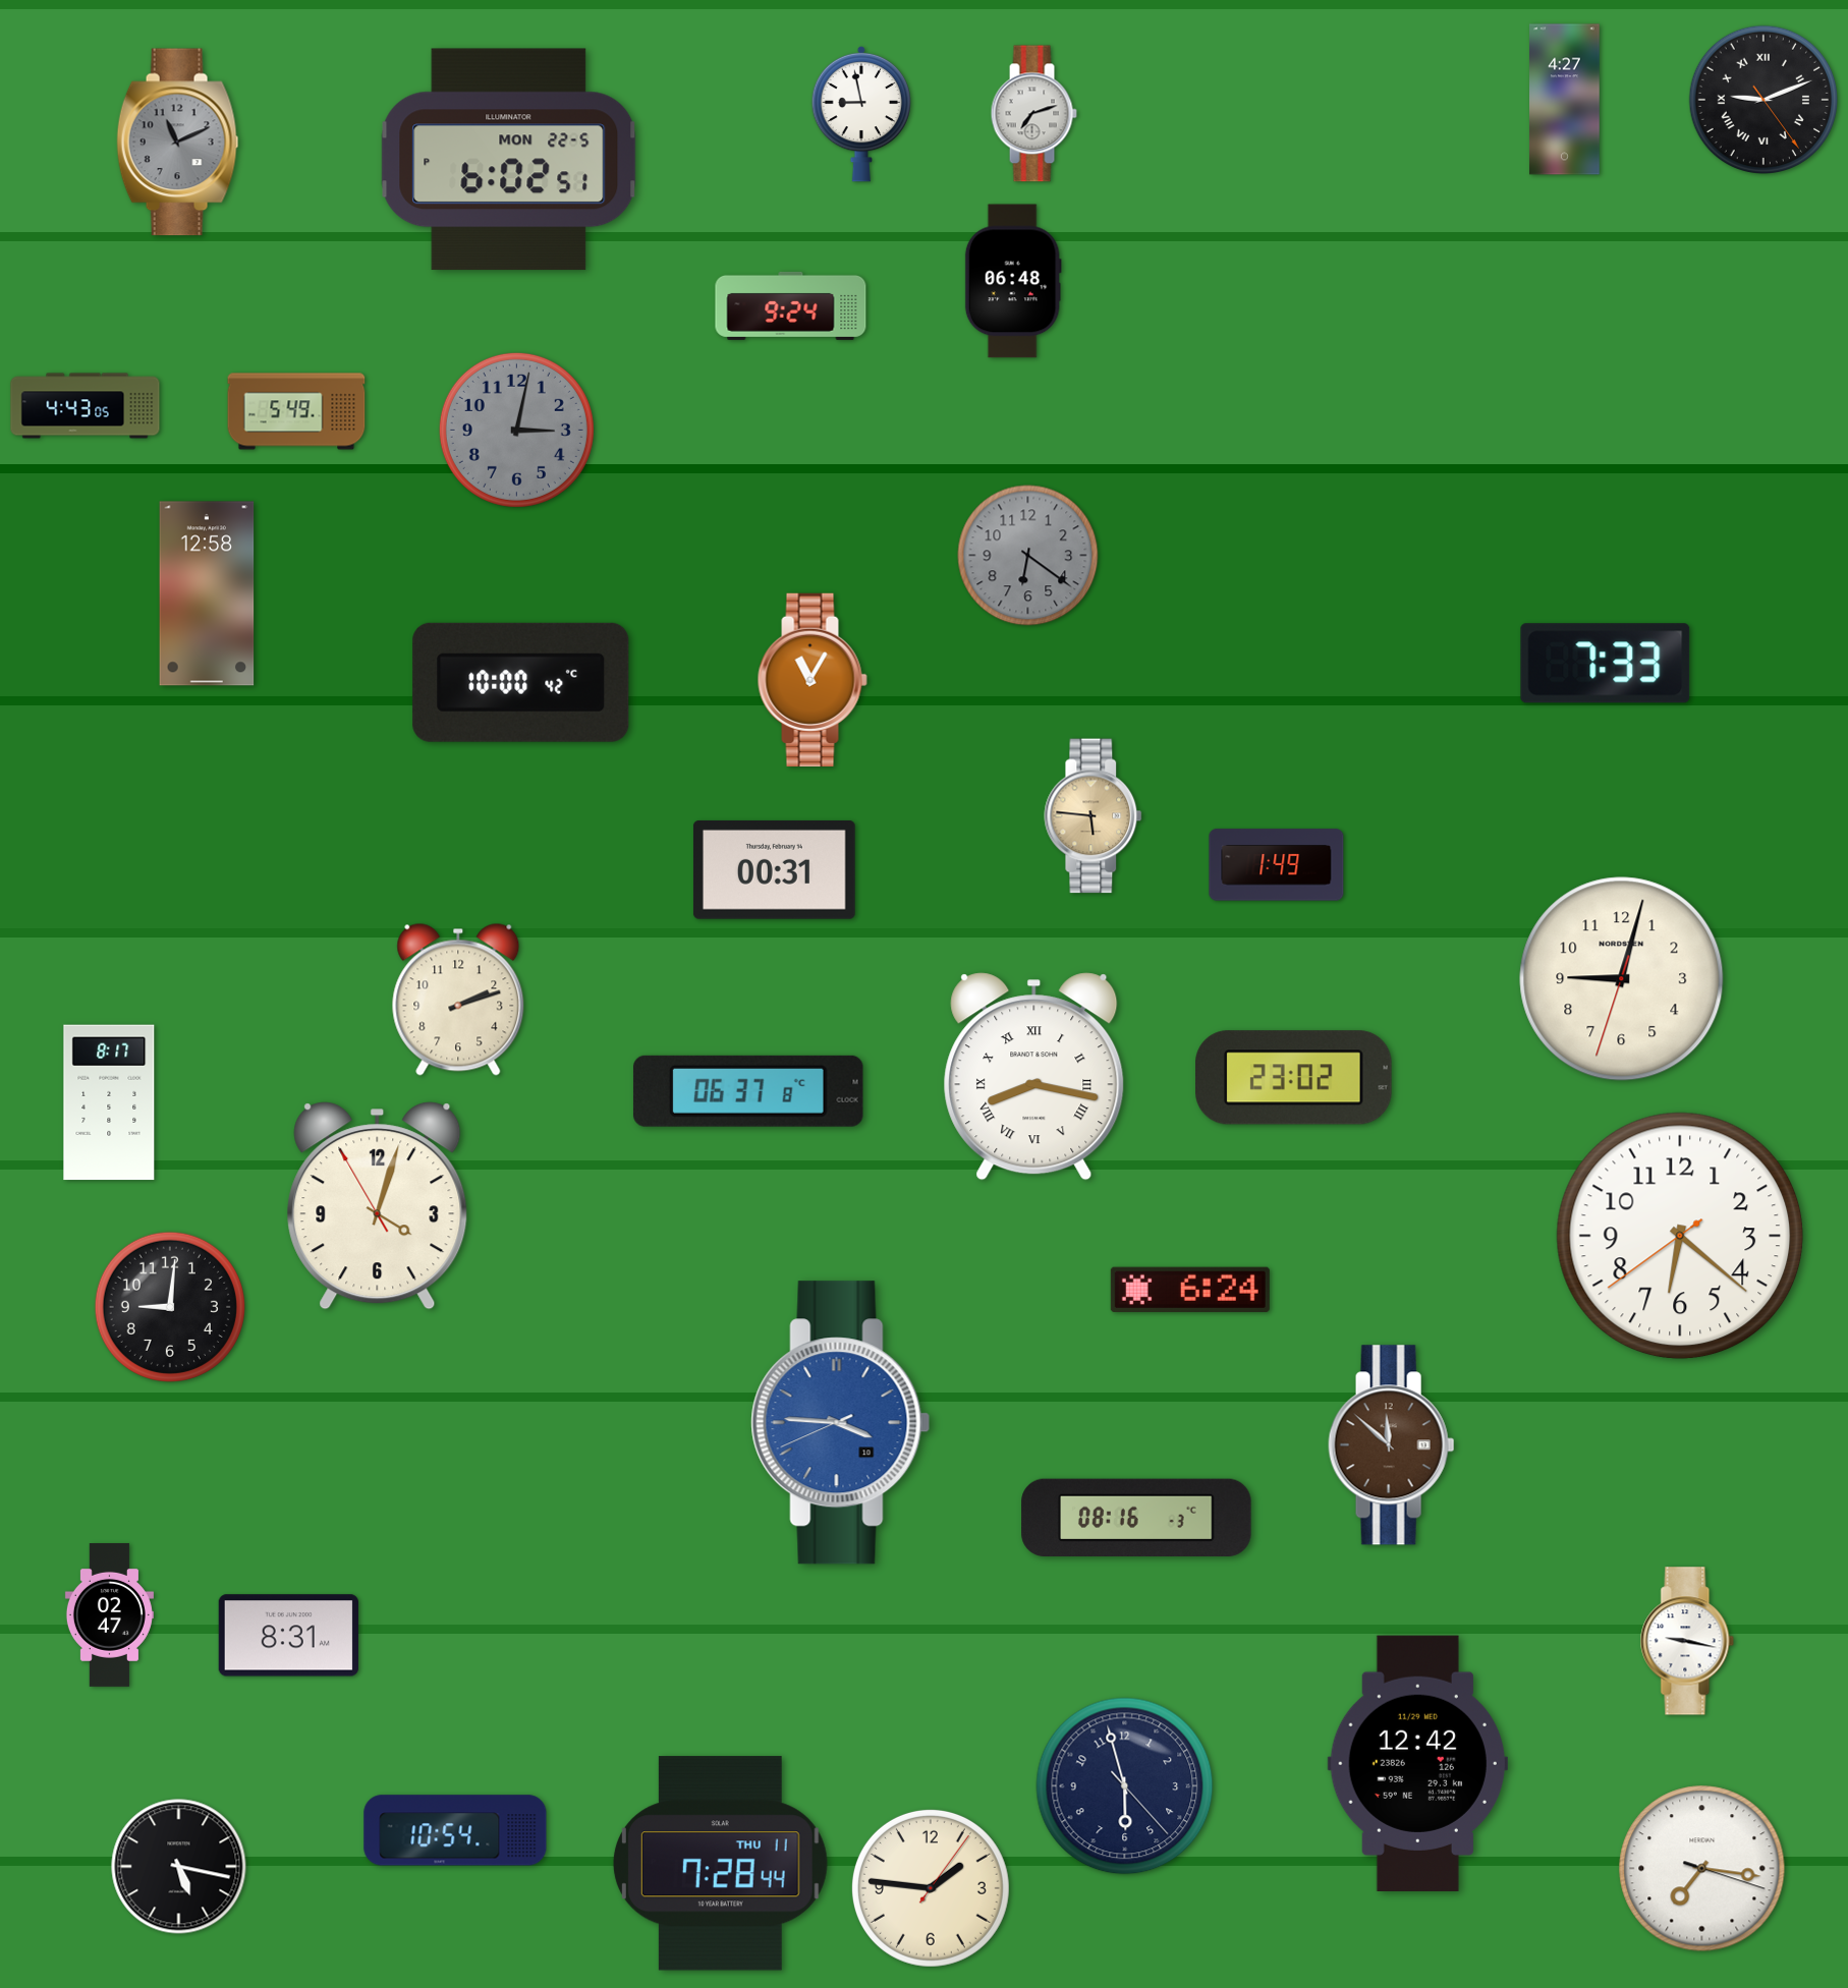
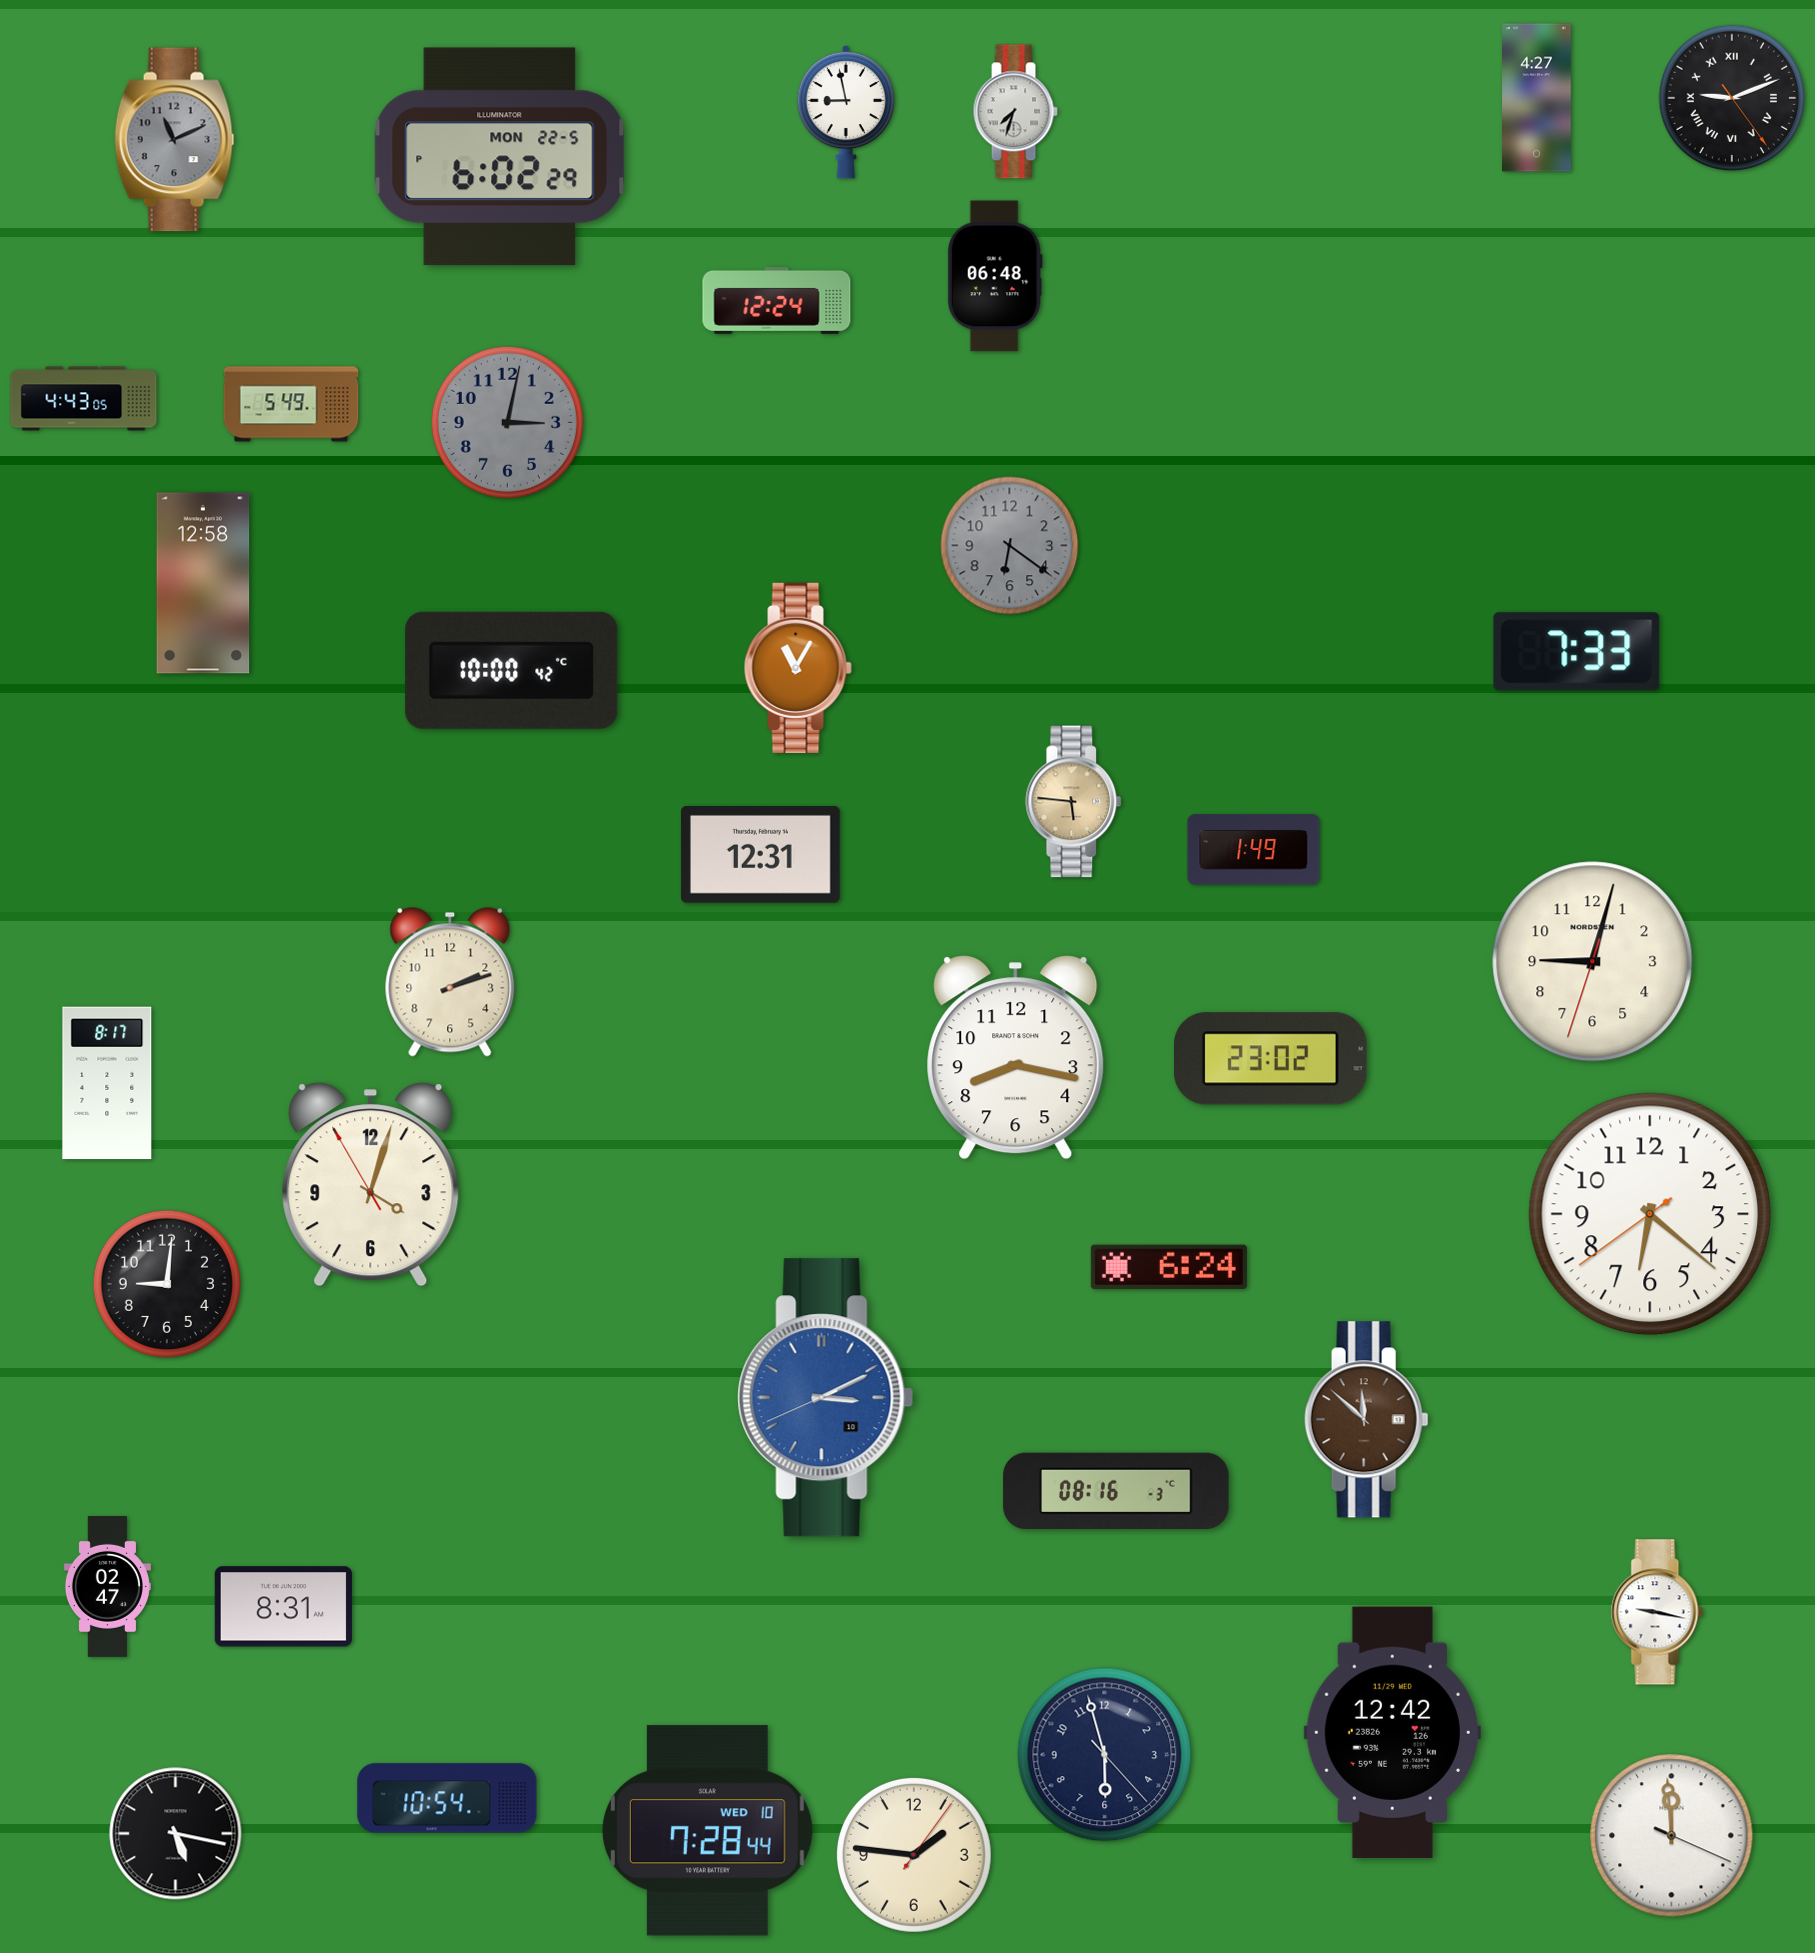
clock at (1033, 114): 7:12 -> 7:33
clock at (509, 160): 6:02:51 PM -> 6:02:29 PM
clock at (791, 305): 9:24 -> 12:24
clock at (774, 869): 00:31 -> 12:31
clock at (1034, 1077) numerals: Roman -> Arabic
clock at (748, 1091): 06:37 -> none
clock at (841, 1423): 3:45 -> 3:10
clock at (720, 1864) date: THU 11 -> WED 10
clock at (1702, 1869): 7:16 -> 11:59
